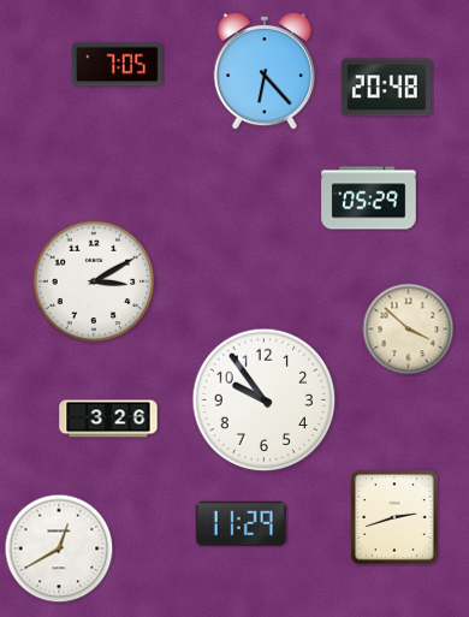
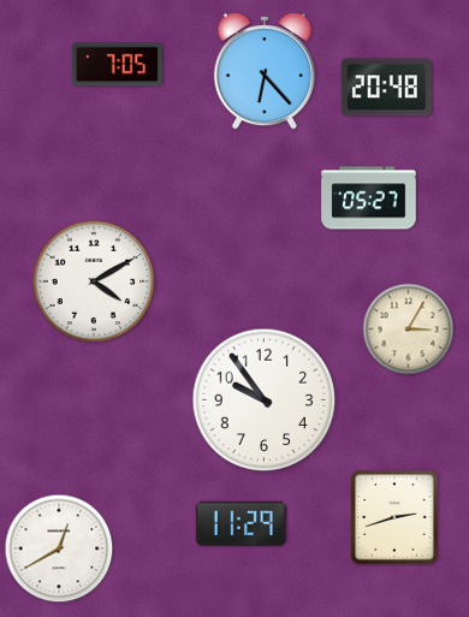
clock at (369, 198): 05:29 -> 05:27
clock at (94, 281): 3:10 -> 4:10
clock at (409, 330): 3:52 -> 3:05
clock at (108, 419): 3:26 -> none
